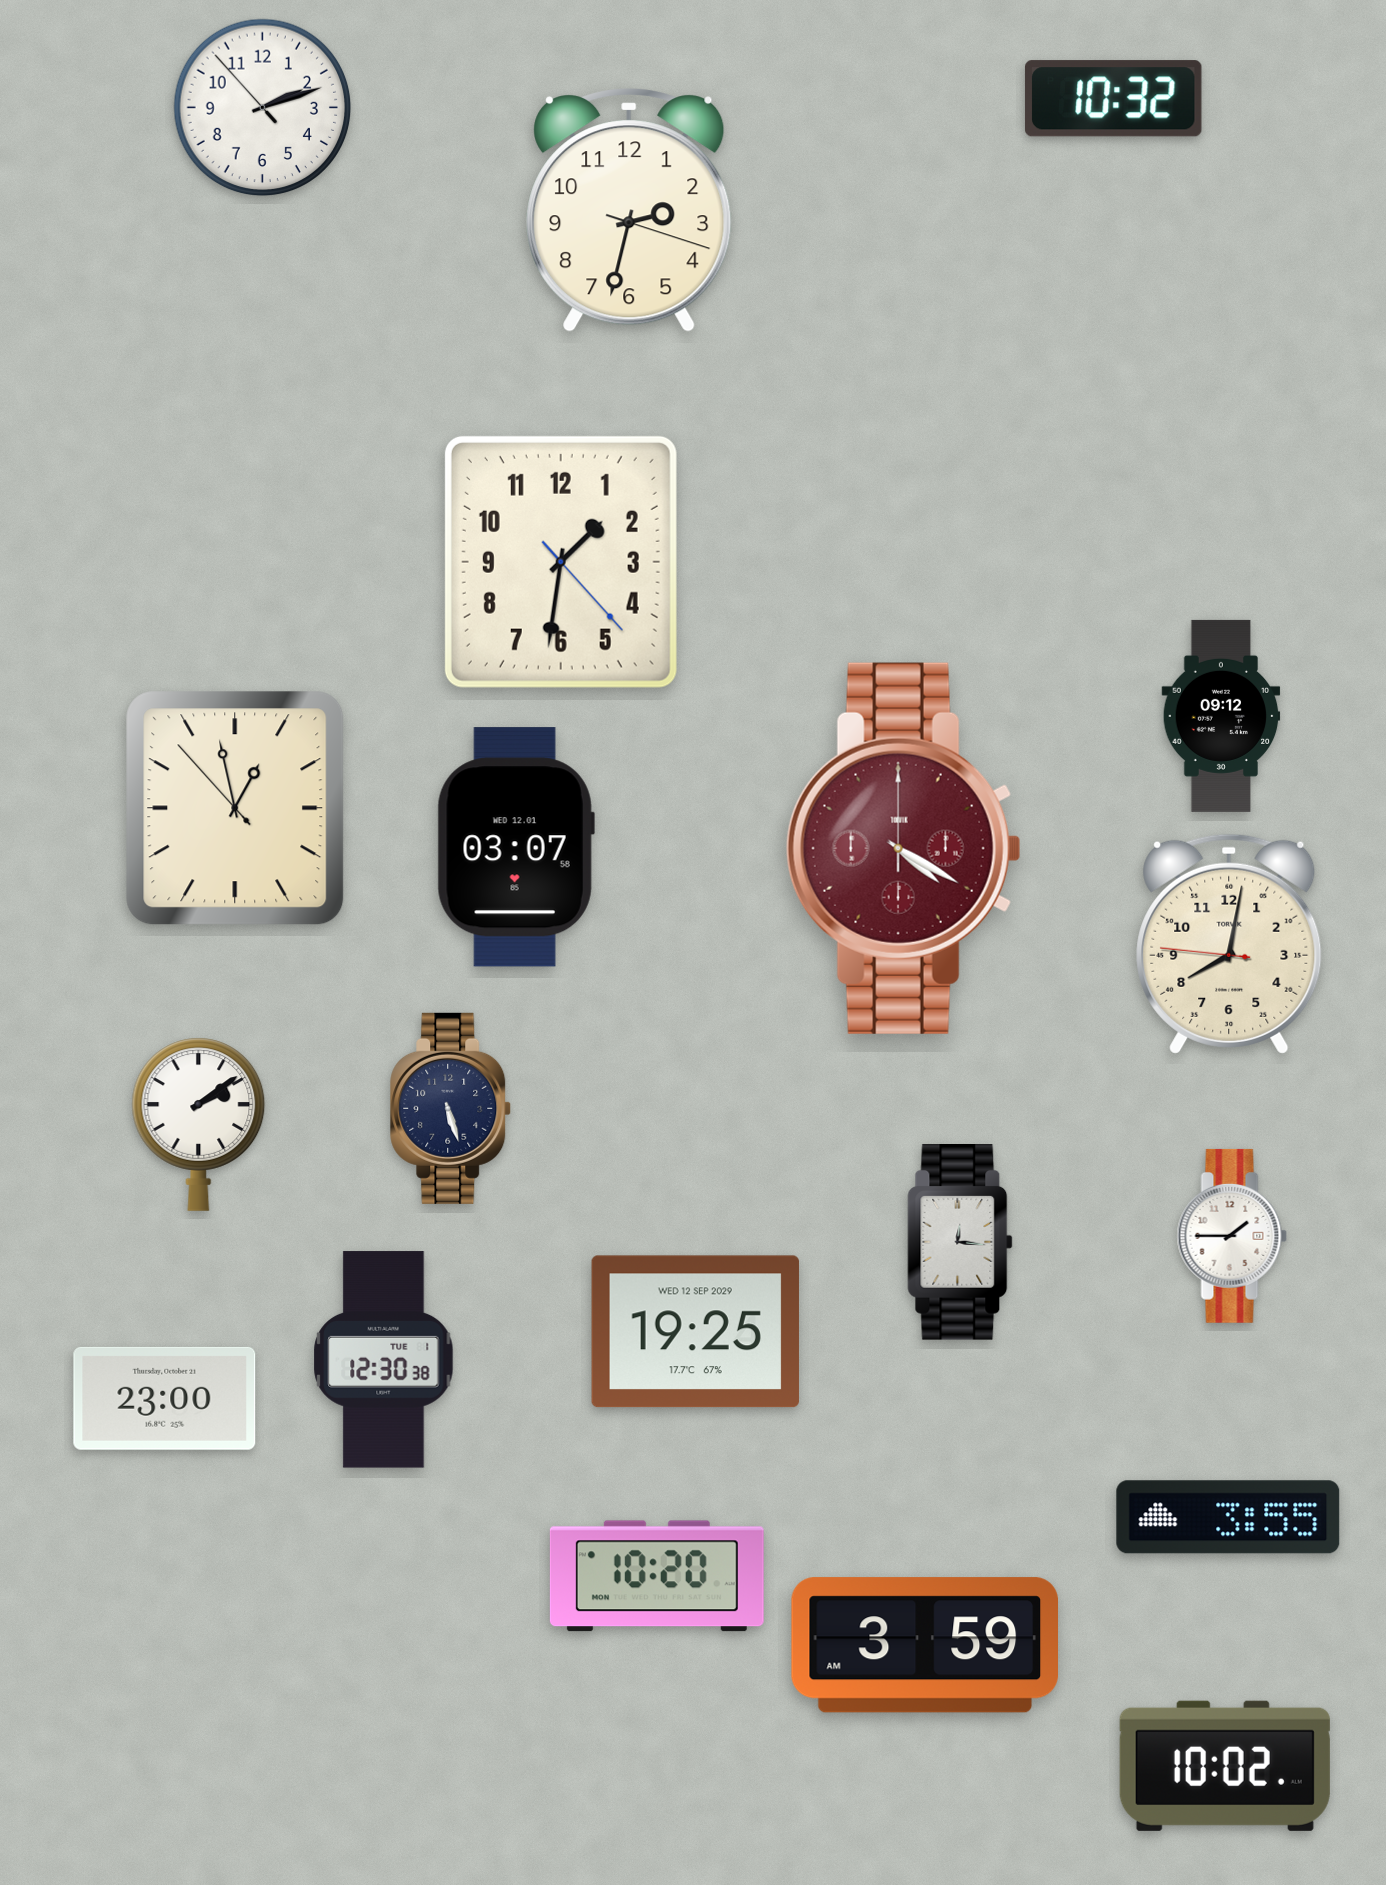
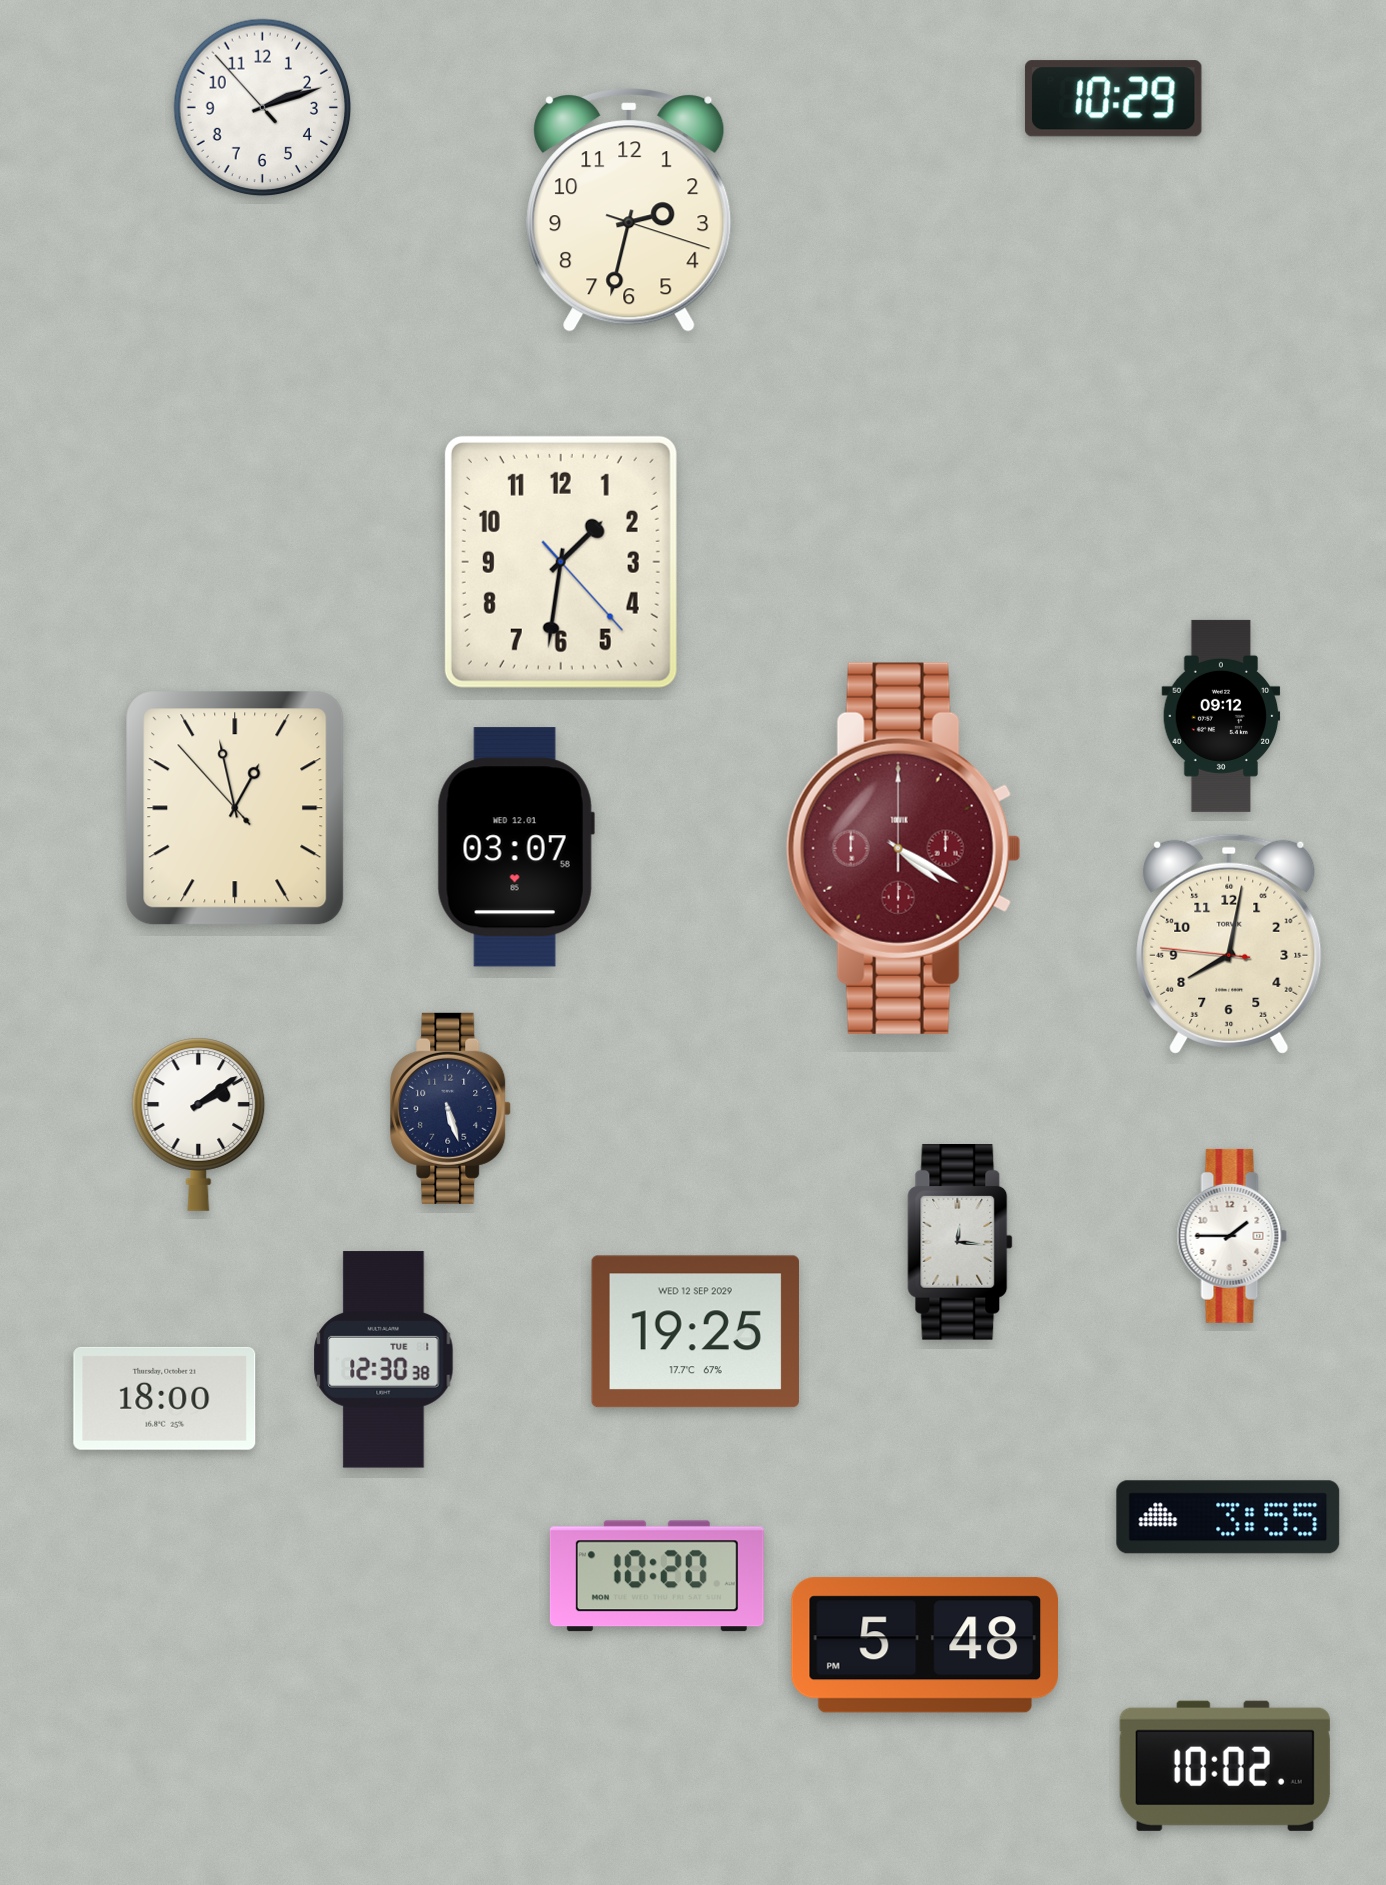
clock at (1113, 99): 10:32 -> 10:29
clock at (165, 1398): 23:00 -> 18:00
clock at (924, 1645): 3:59 -> 5:48
